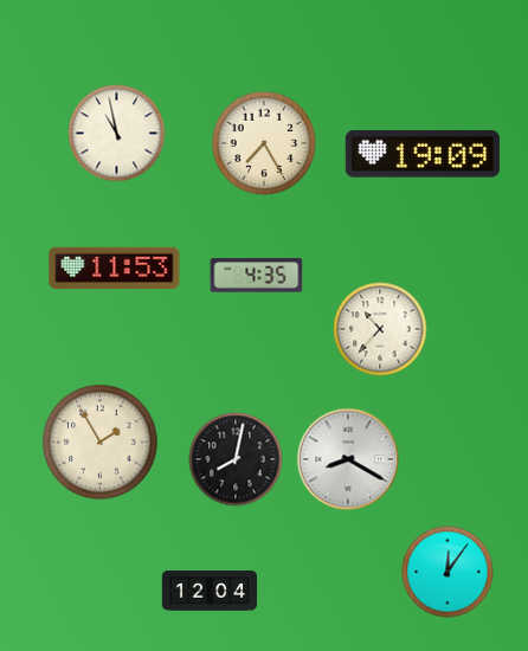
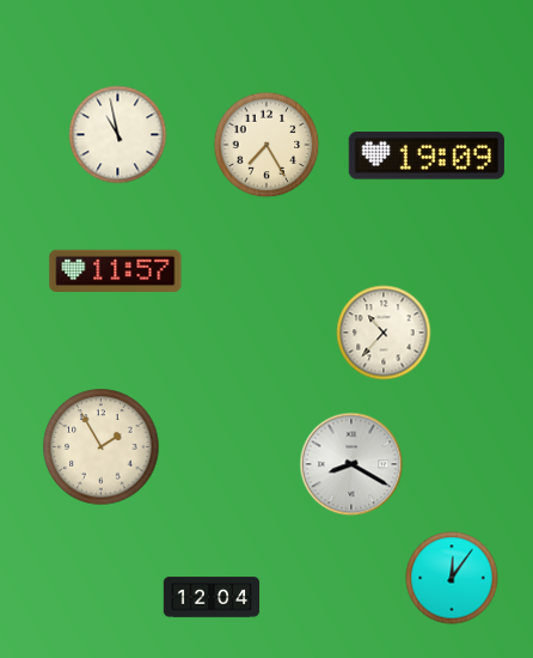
clock at (115, 268): 11:53 -> 11:57
clock at (257, 276): 4:35 -> none
clock at (236, 459): 8:02 -> none
